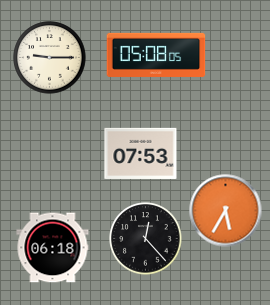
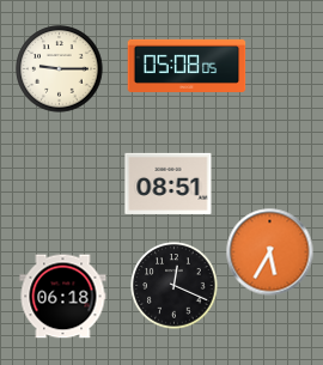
clock at (141, 153): 07:53 -> 08:51
clock at (146, 239): 12:23 -> 12:19
